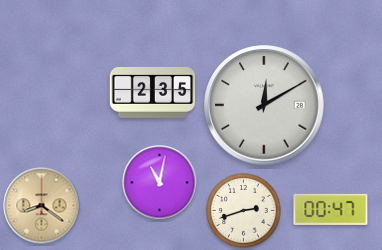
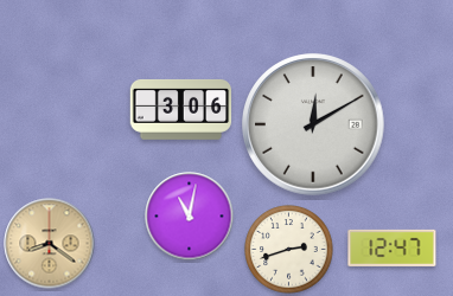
clock at (153, 93): 2:35 -> 3:06
clock at (331, 209): 00:47 -> 12:47
